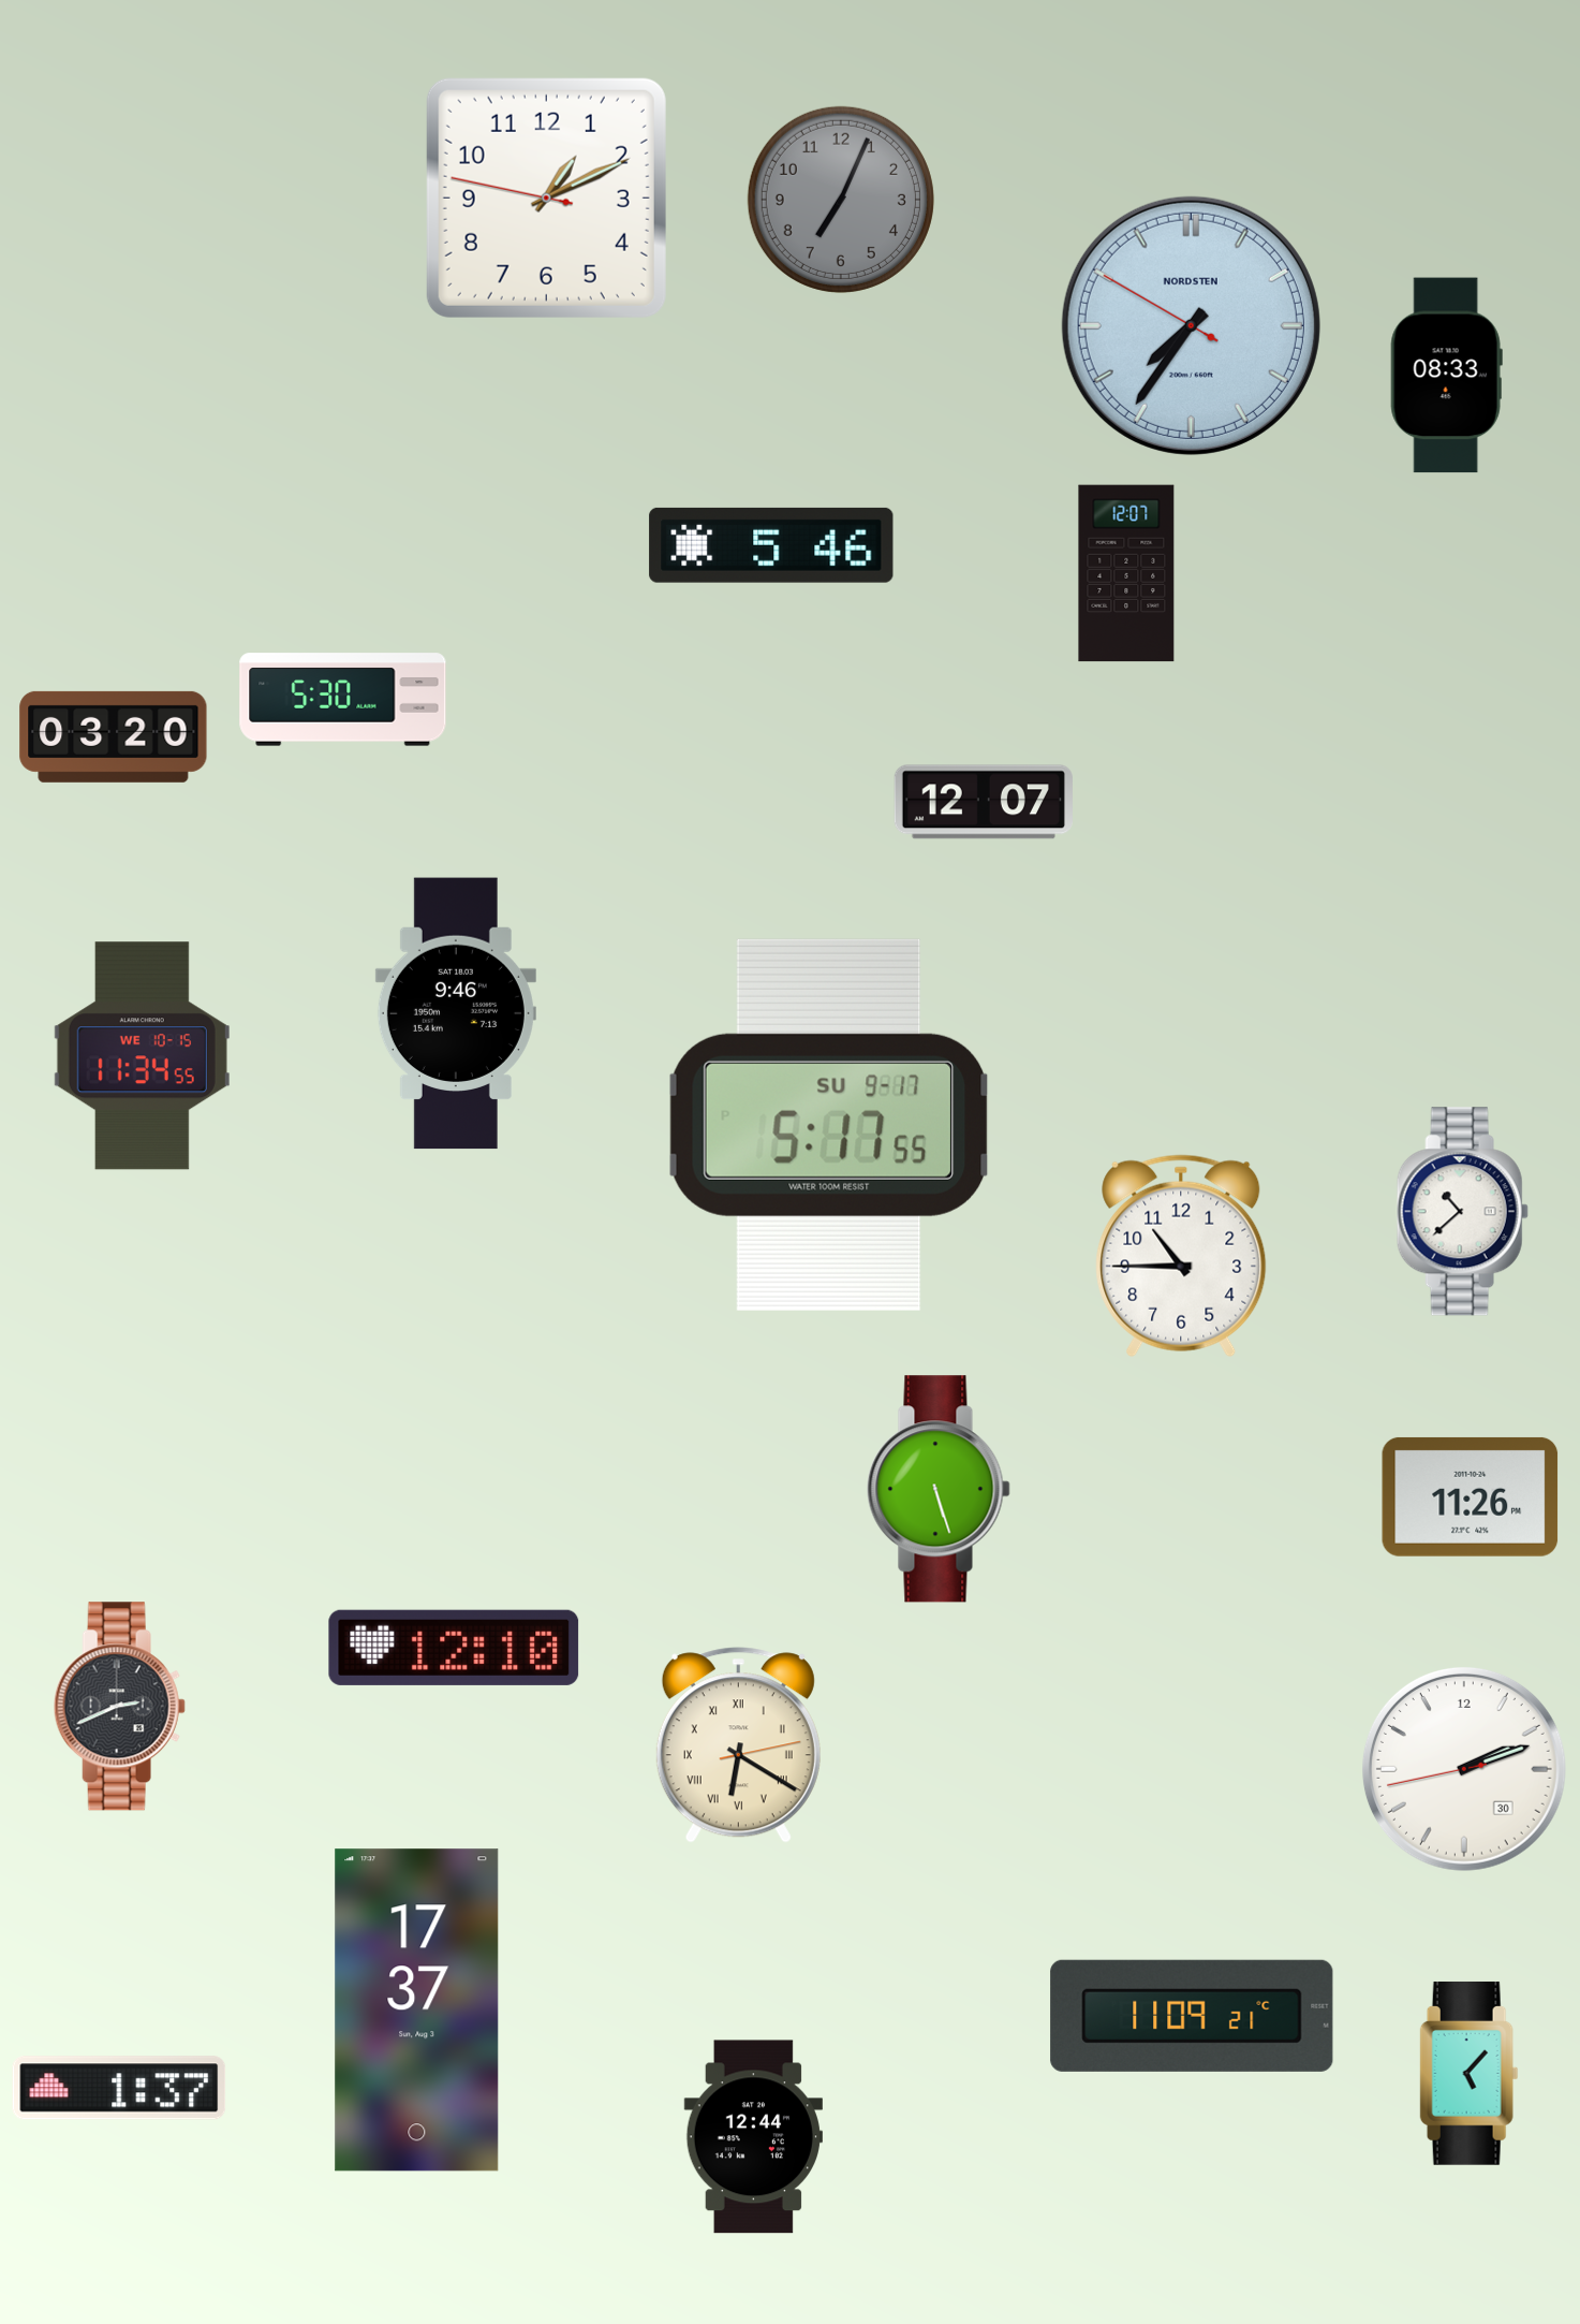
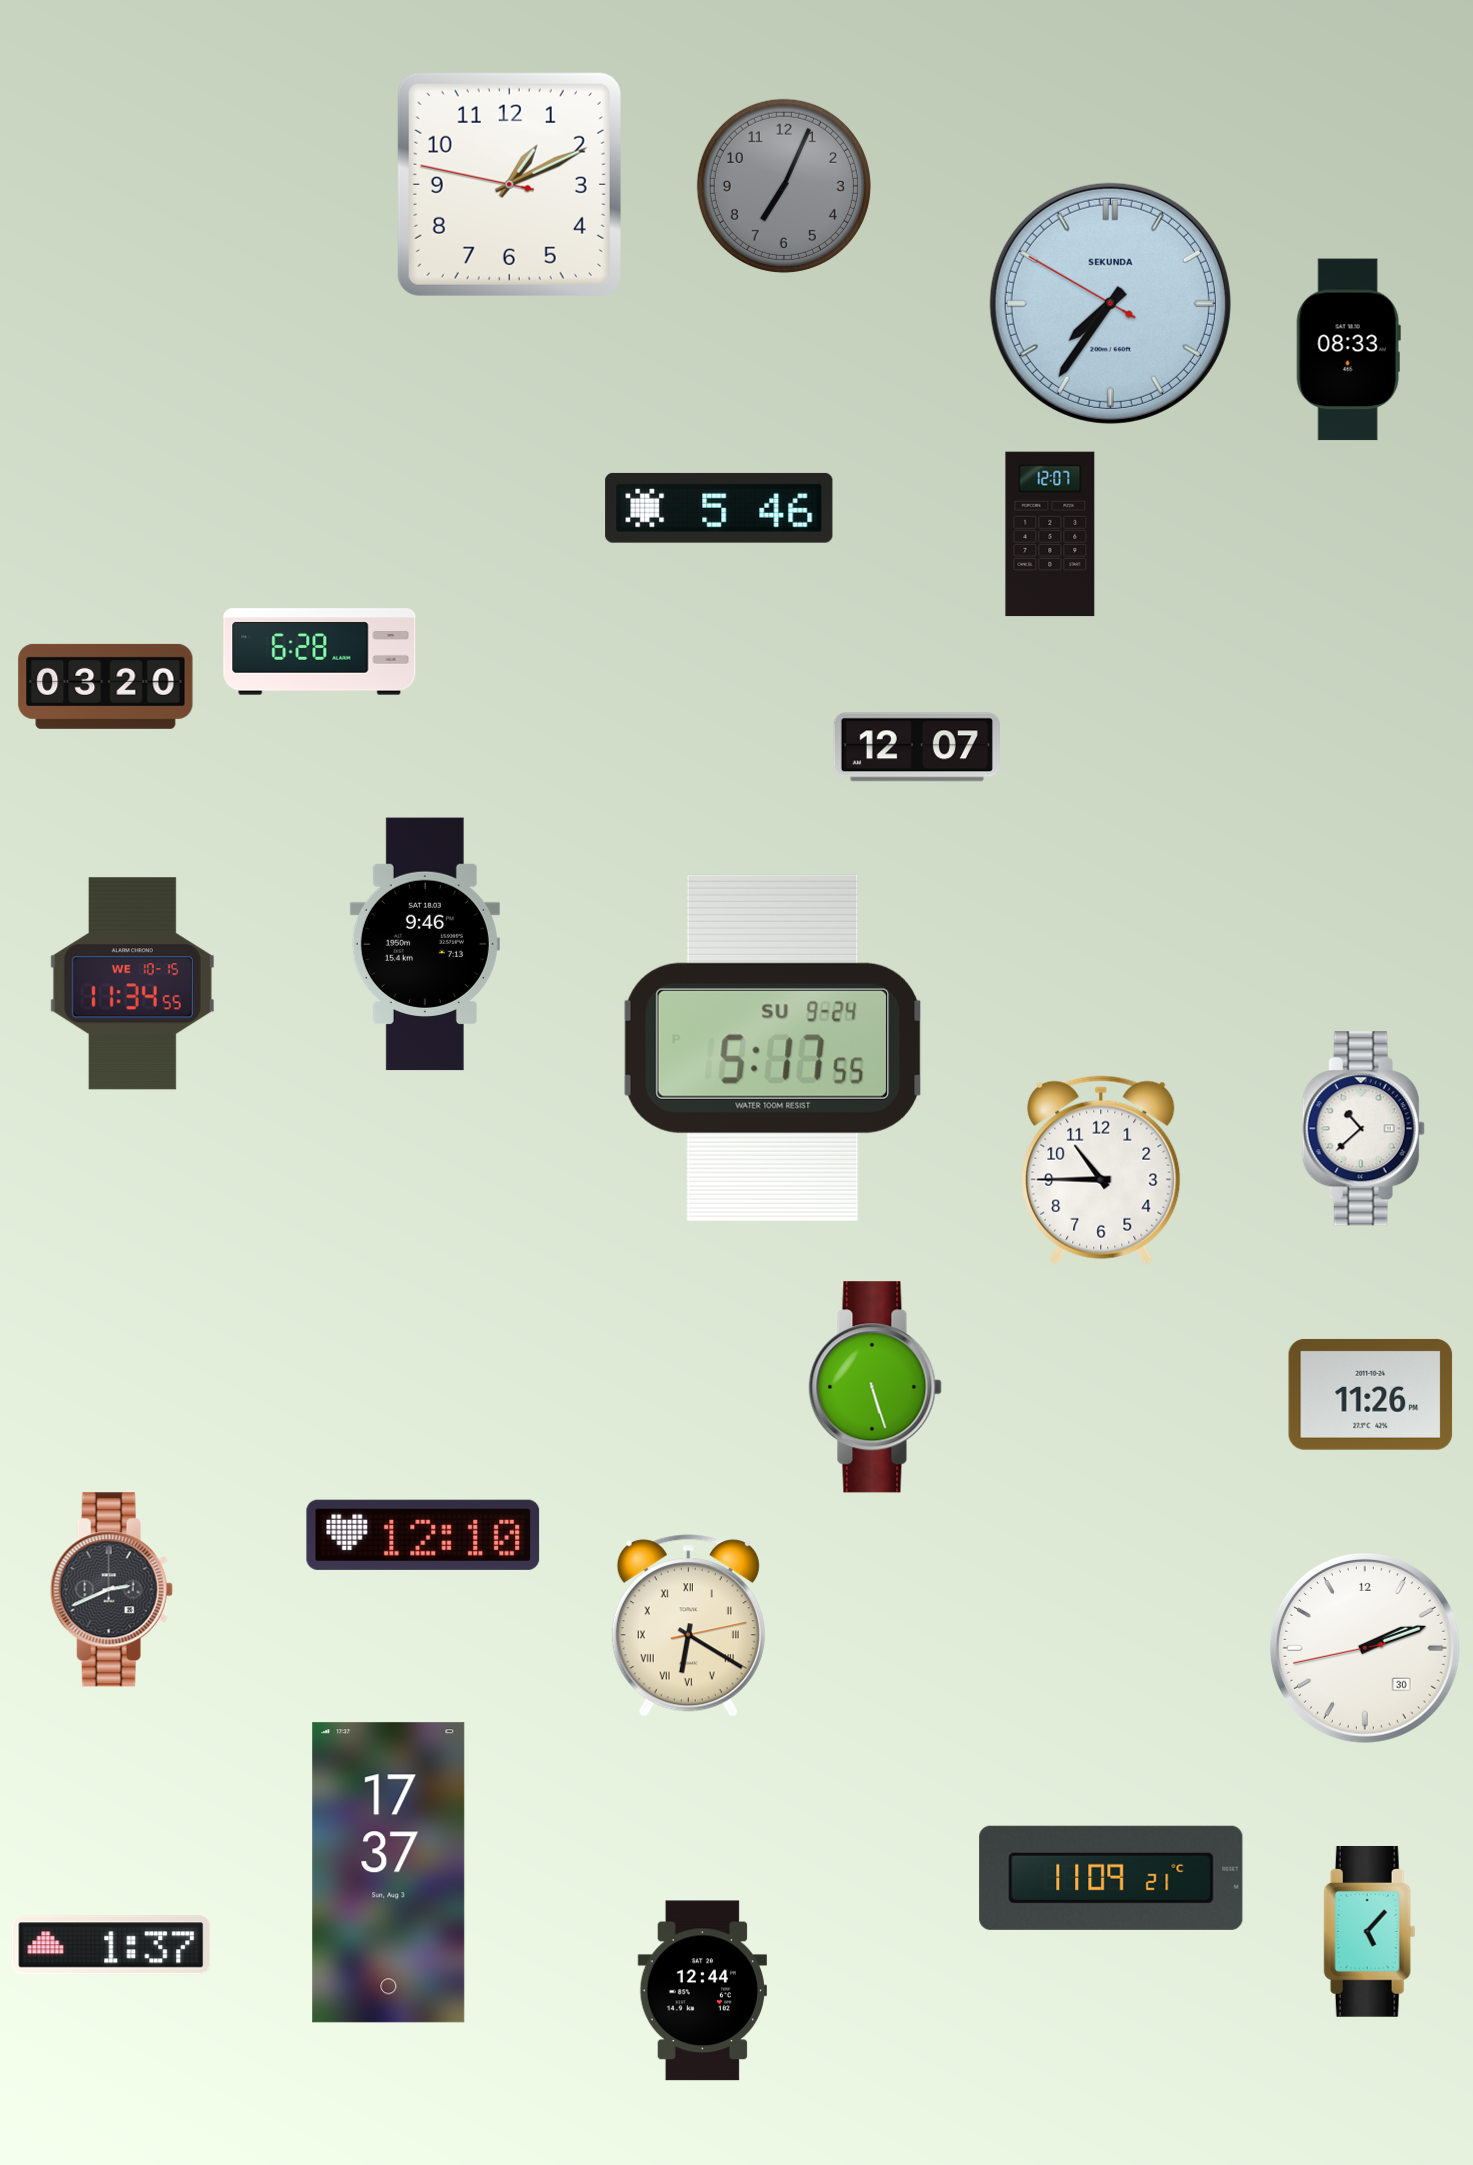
clock at (1191, 325) brand: NORDSTEN -> SEKUNDA
clock at (343, 700): 5:30 -> 6:28
clock at (829, 1125) date: SU 9-17 -> SU 9-24
